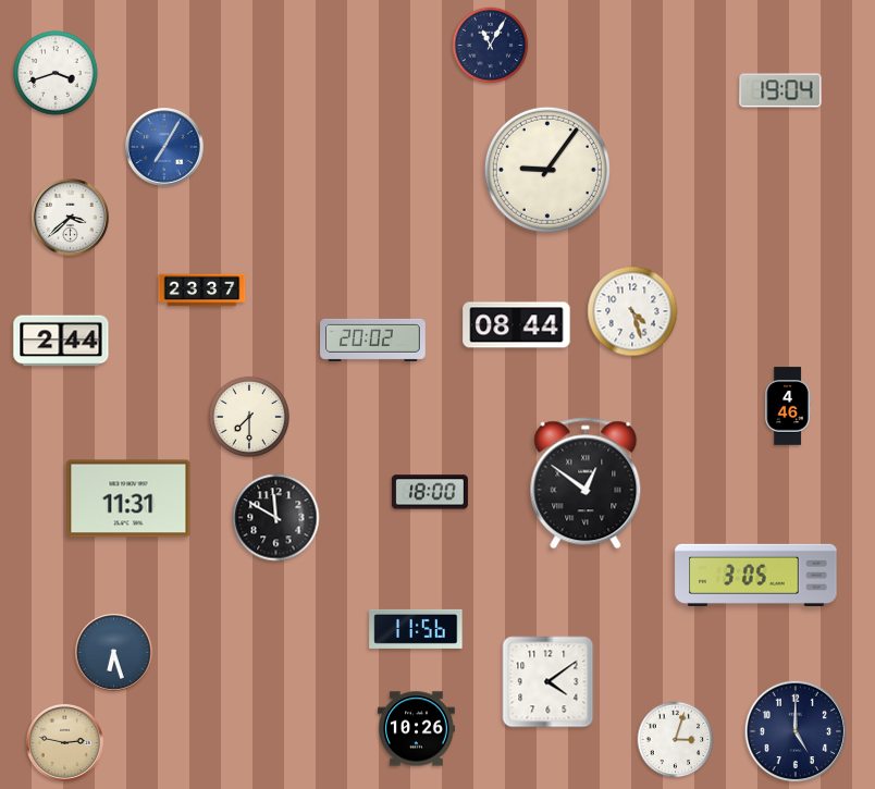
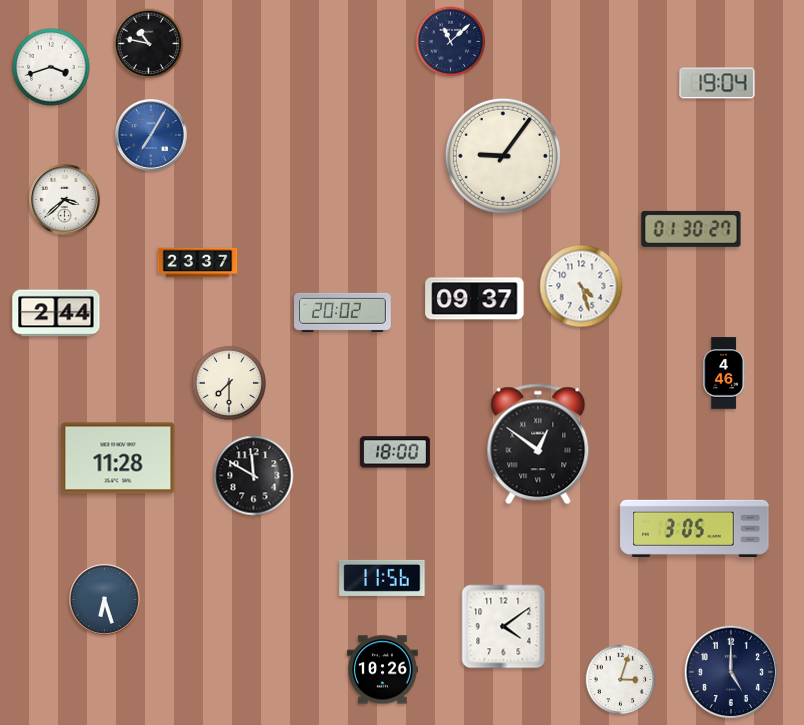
clock at (491, 46): 11:05 -> 11:08
clock at (149, 44): none -> 10:47
clock at (691, 229): none -> 01:30
clock at (202, 291) position: (202, 291) -> (198, 263)
clock at (517, 325): 08:44 -> 09:37
clock at (128, 498): 11:31 -> 11:28
clock at (65, 743): 2:47 -> none
